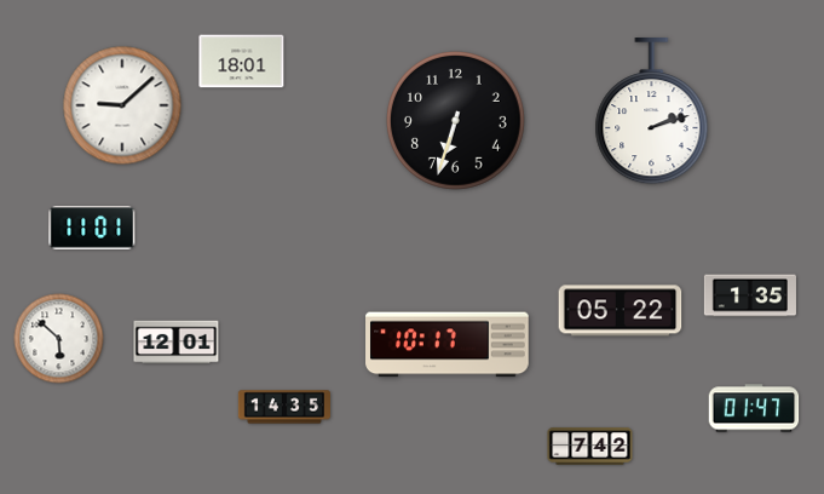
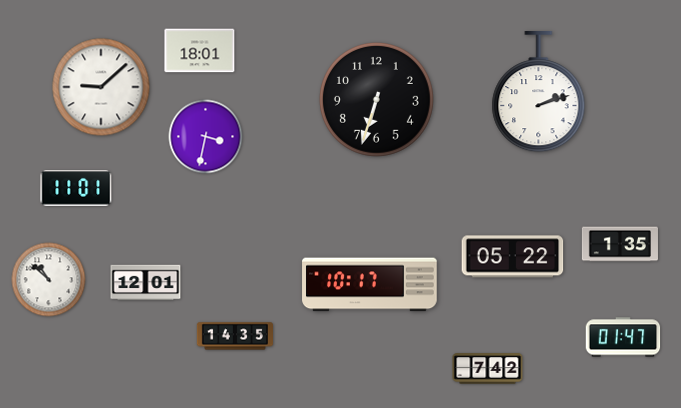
clock at (206, 137): none -> 3:32
clock at (59, 339): 5:52 -> 10:52
